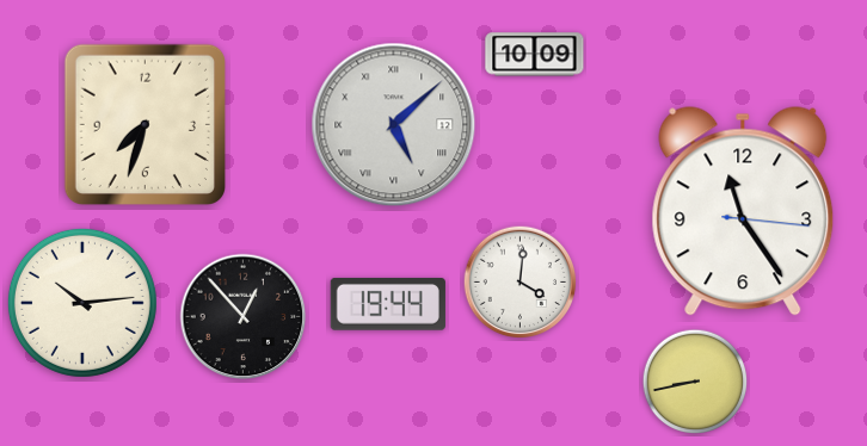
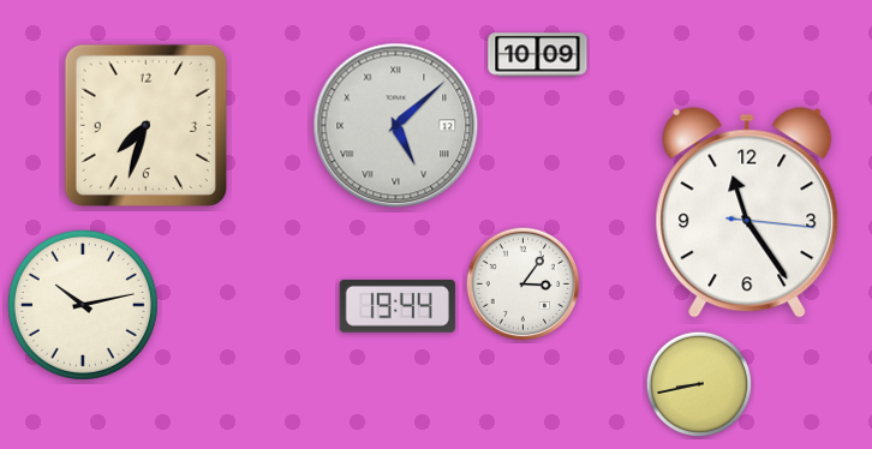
clock at (521, 283): 4:01 -> 3:06
clock at (82, 303): 10:14 -> 10:13
clock at (388, 304) position: (388, 304) -> (398, 306)
clock at (244, 317): 12:53 -> none
